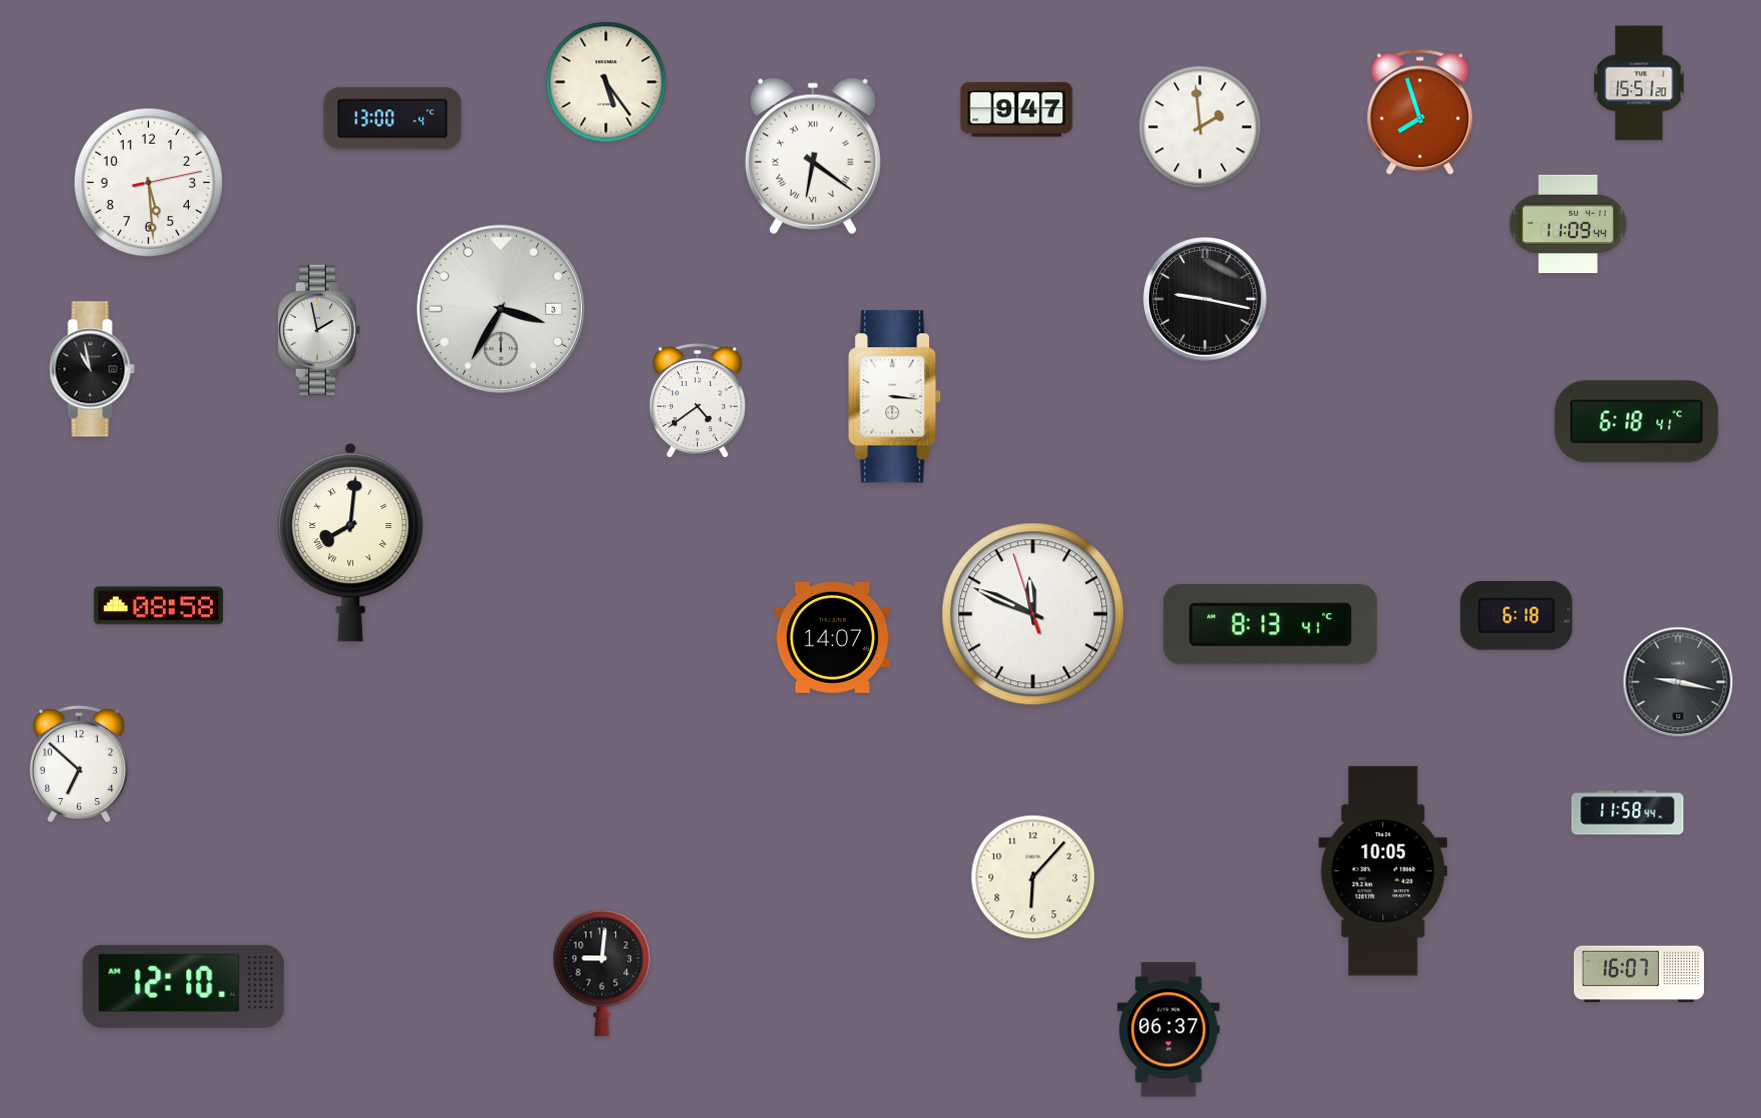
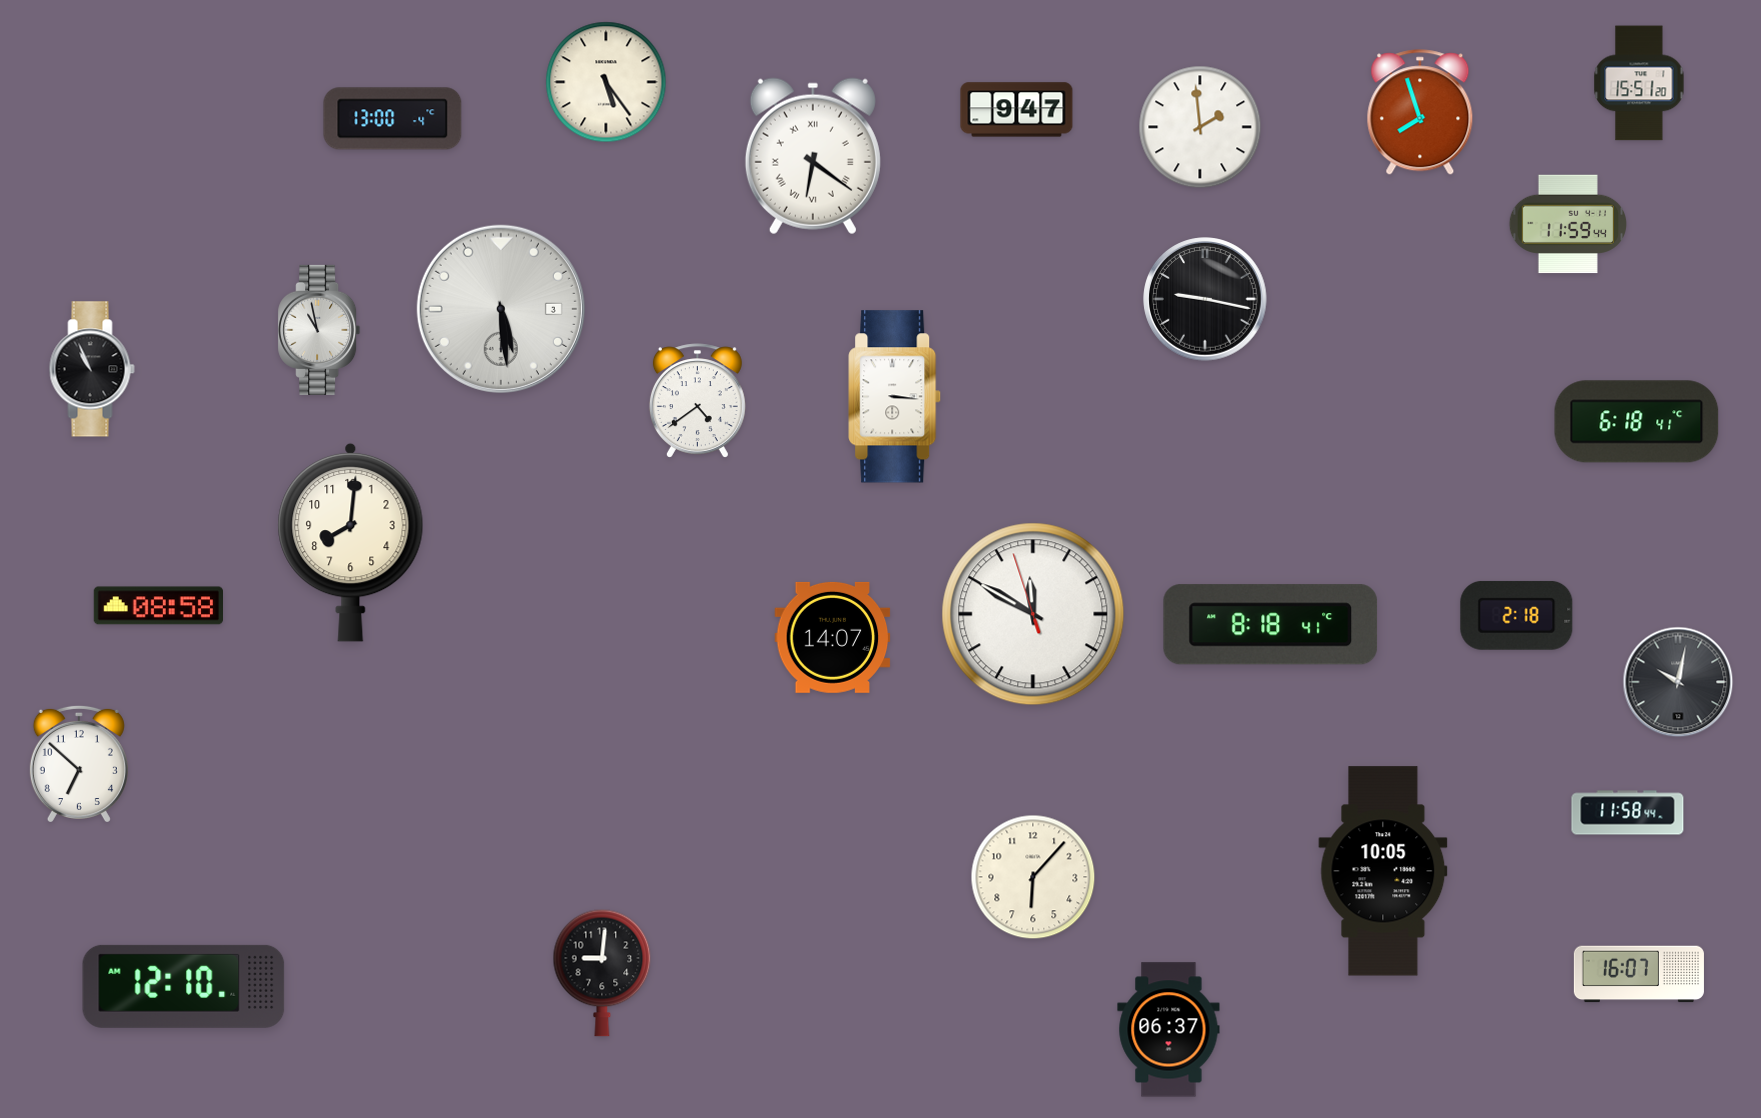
clock at (149, 183): 5:29 -> none
clock at (1567, 224): 11:09 -> 11:59
clock at (501, 309): 3:35 -> 5:29
clock at (319, 330): 1:58 -> 10:58
clock at (92, 369): 10:58 -> 10:56
clock at (351, 542) numerals: Roman -> Arabic
clock at (1033, 614): 11:48 -> 11:49
clock at (1517, 615): 6:18 -> 2:18
clock at (1271, 625): 8:13 -> 8:18
clock at (1678, 682): 9:17 -> 10:02
